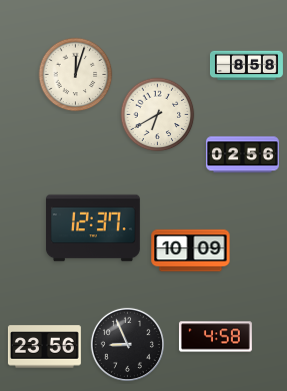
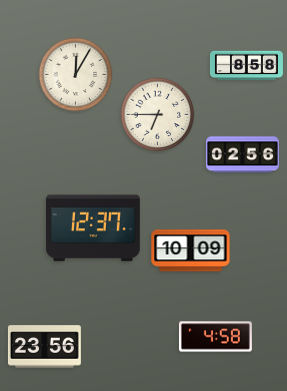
clock at (76, 75): 12:03 -> 12:05
clock at (158, 115): 6:40 -> 6:45
clock at (127, 344): 8:56 -> none
